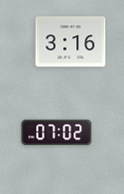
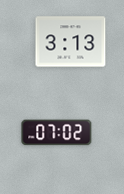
clock at (71, 42): 3:16 -> 3:13
